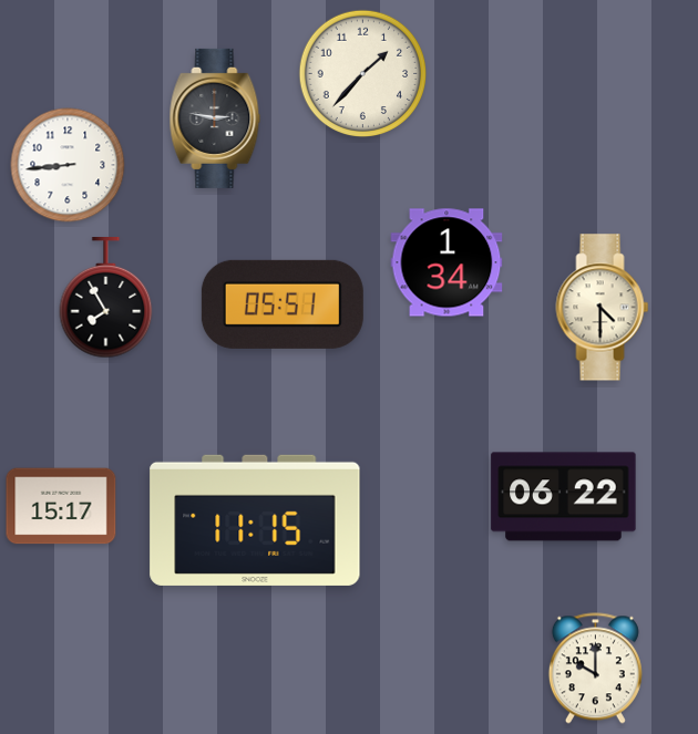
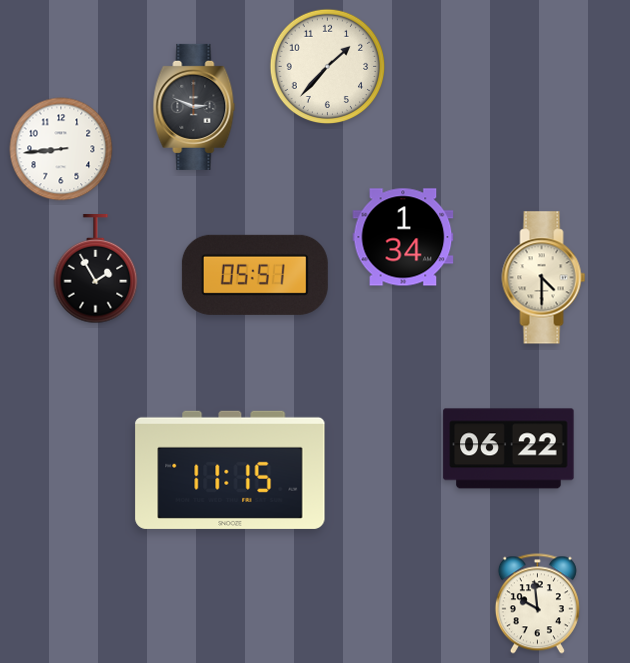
clock at (215, 118): 2:47 -> 2:49
clock at (106, 299): 7:55 -> 1:55
clock at (61, 506): 15:17 -> none
clock at (595, 669): 10:00 -> 9:59
